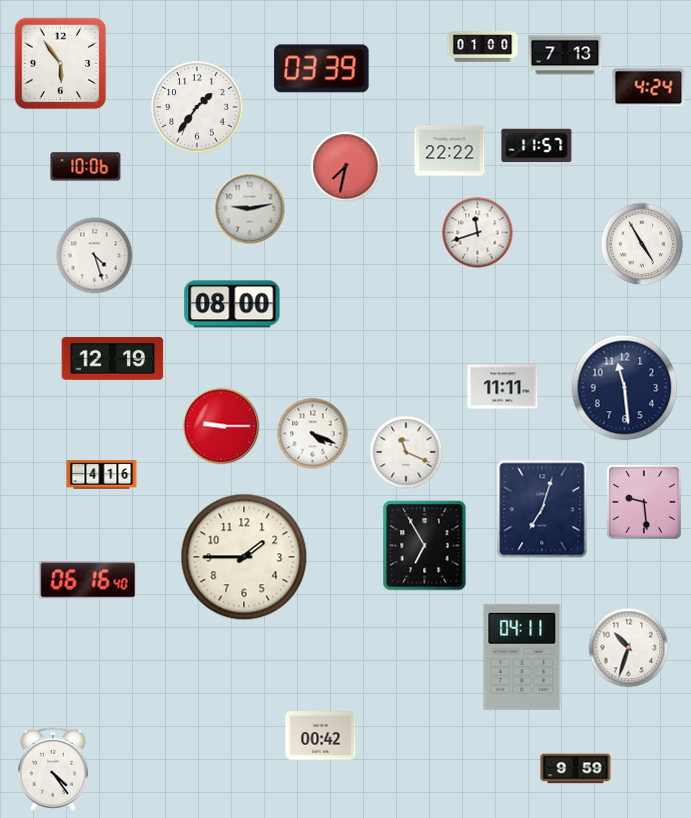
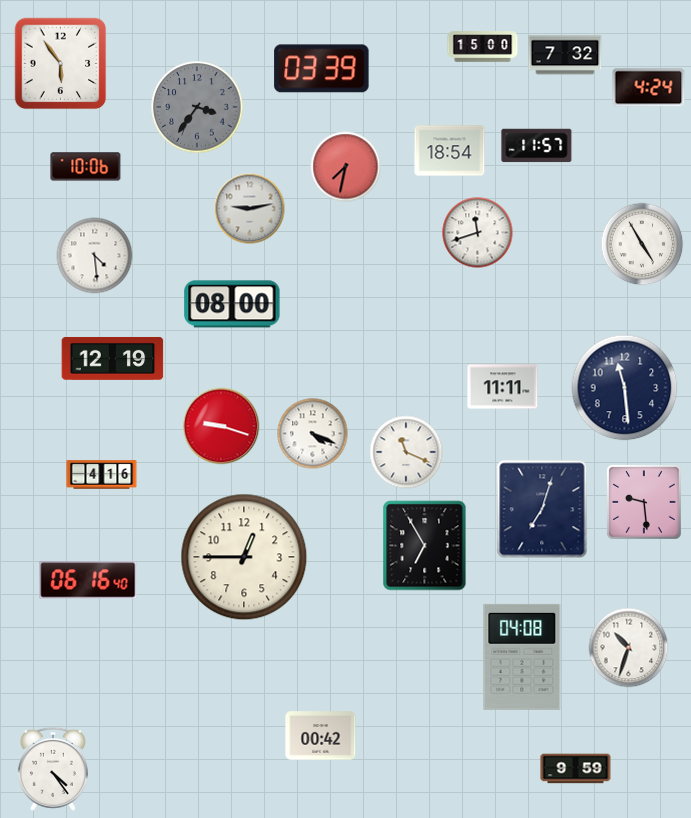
clock at (483, 47): 01:00 -> 15:00
clock at (565, 55): 7:13 -> 7:32
clock at (197, 107): 1:36 -> 3:36
clock at (197, 107) dial: white -> grey
clock at (450, 151): 22:22 -> 18:54
clock at (95, 256): 4:27 -> 4:29
clock at (221, 426): 9:15 -> 9:18
clock at (244, 557): 1:45 -> 12:45
clock at (522, 657): 04:11 -> 04:08
